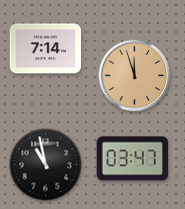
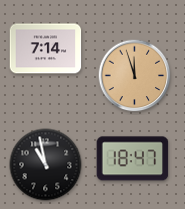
clock at (133, 159): 03:47 -> 18:47
